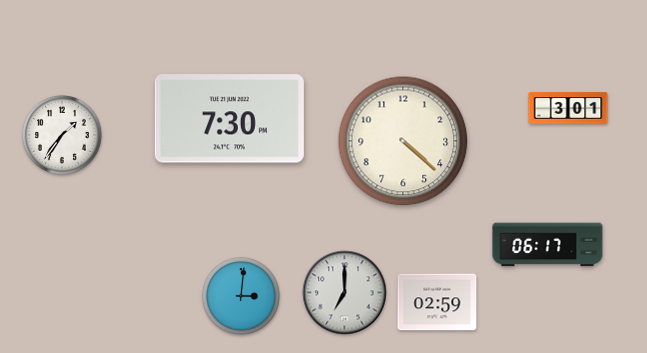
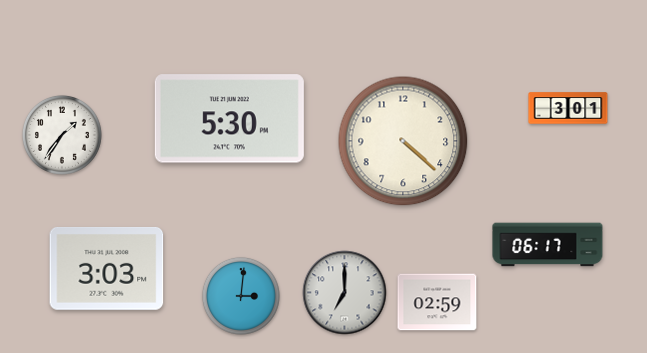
clock at (229, 119): 7:30 -> 5:30
clock at (107, 268): none -> 3:03
